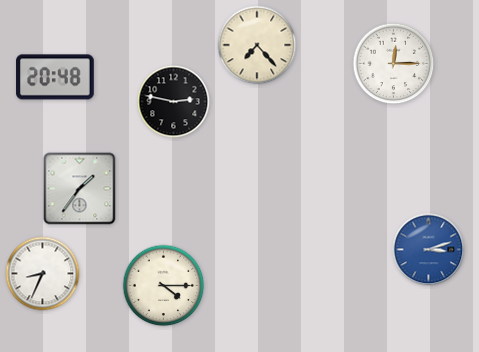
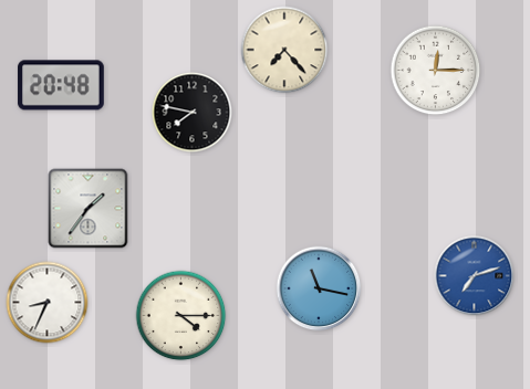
clock at (174, 102): 2:47 -> 7:47
clock at (429, 250): 3:12 -> 7:12
clock at (319, 288): none -> 11:17
